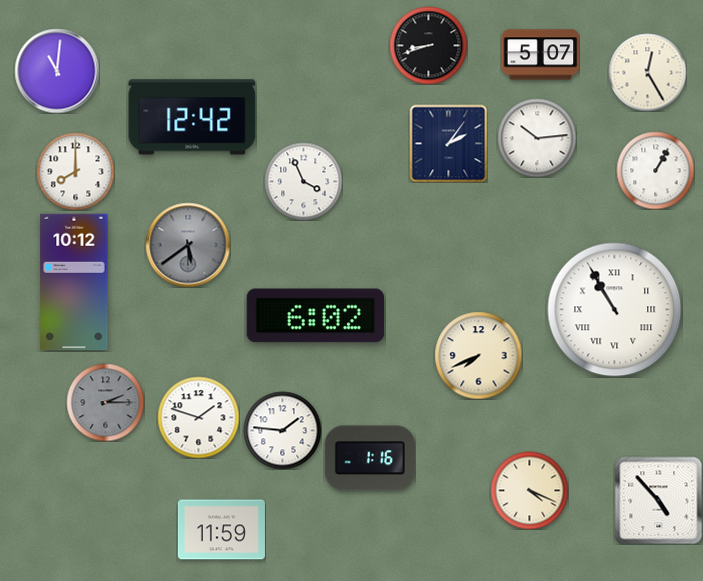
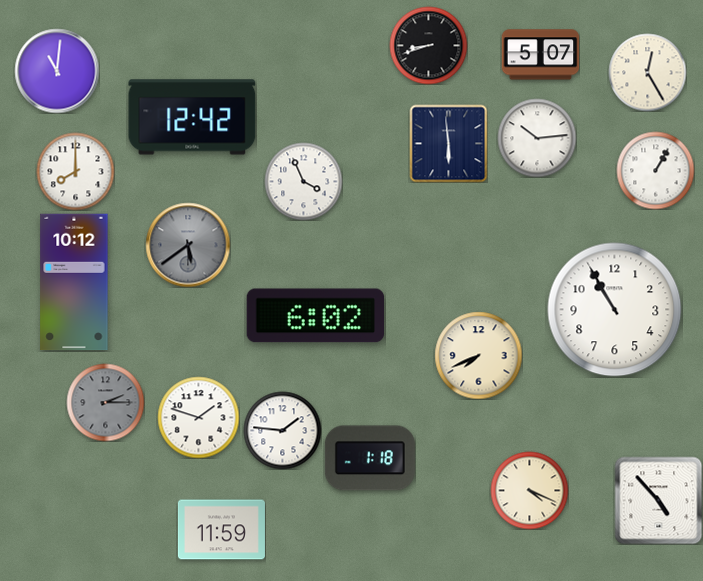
clock at (448, 143): 2:06 -> 5:59
clock at (615, 310) numerals: Roman -> Arabic
clock at (370, 458): 1:16 -> 1:18
